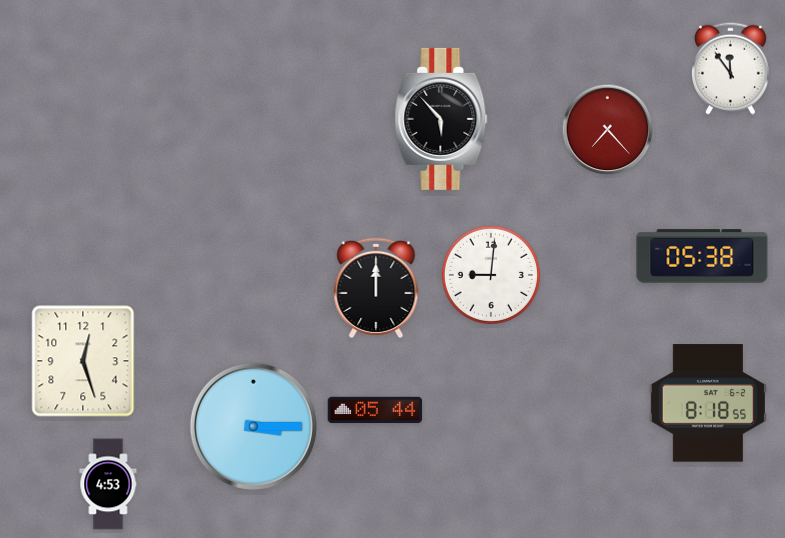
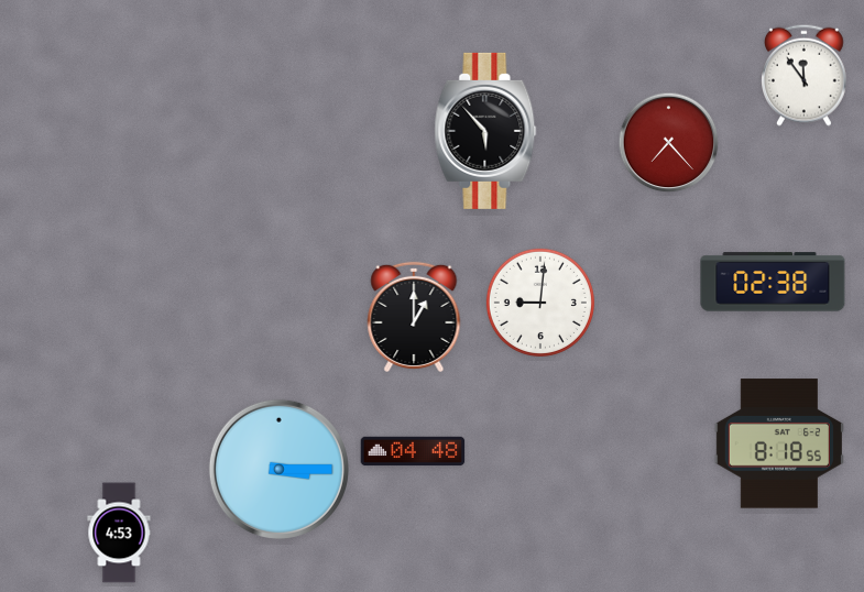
clock at (702, 256): 05:38 -> 02:38
clock at (376, 288): 12:00 -> 1:00
clock at (83, 361): 12:27 -> none
clock at (375, 410): 05:44 -> 04:48
